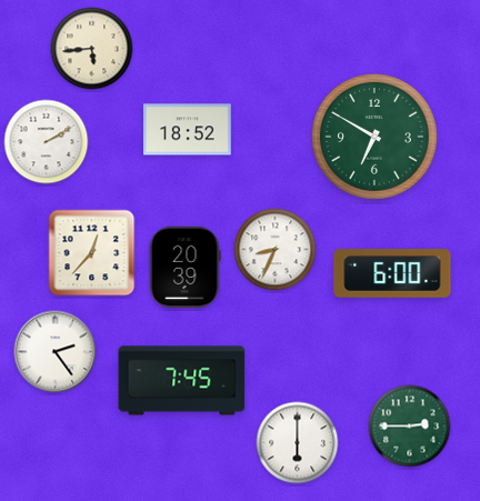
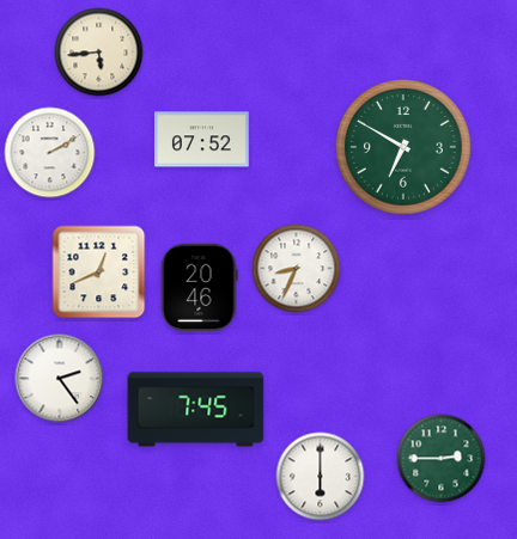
clock at (188, 130): 18:52 -> 07:52
clock at (92, 253): 12:37 -> 12:41
clock at (184, 268): 20:39 -> 20:46
clock at (392, 274): 6:00 -> none
